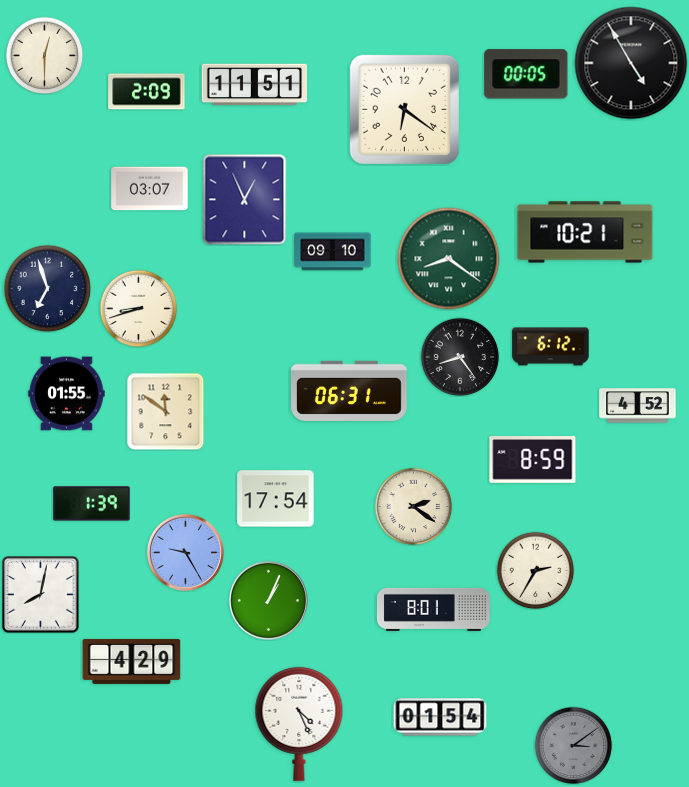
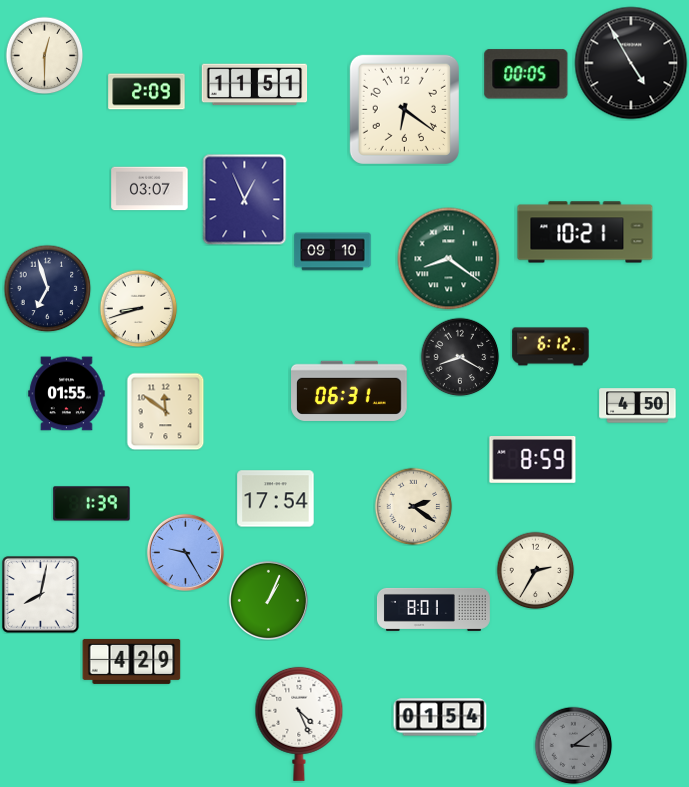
clock at (460, 357): 8:24 -> 8:20
clock at (638, 406): 4:52 -> 4:50
